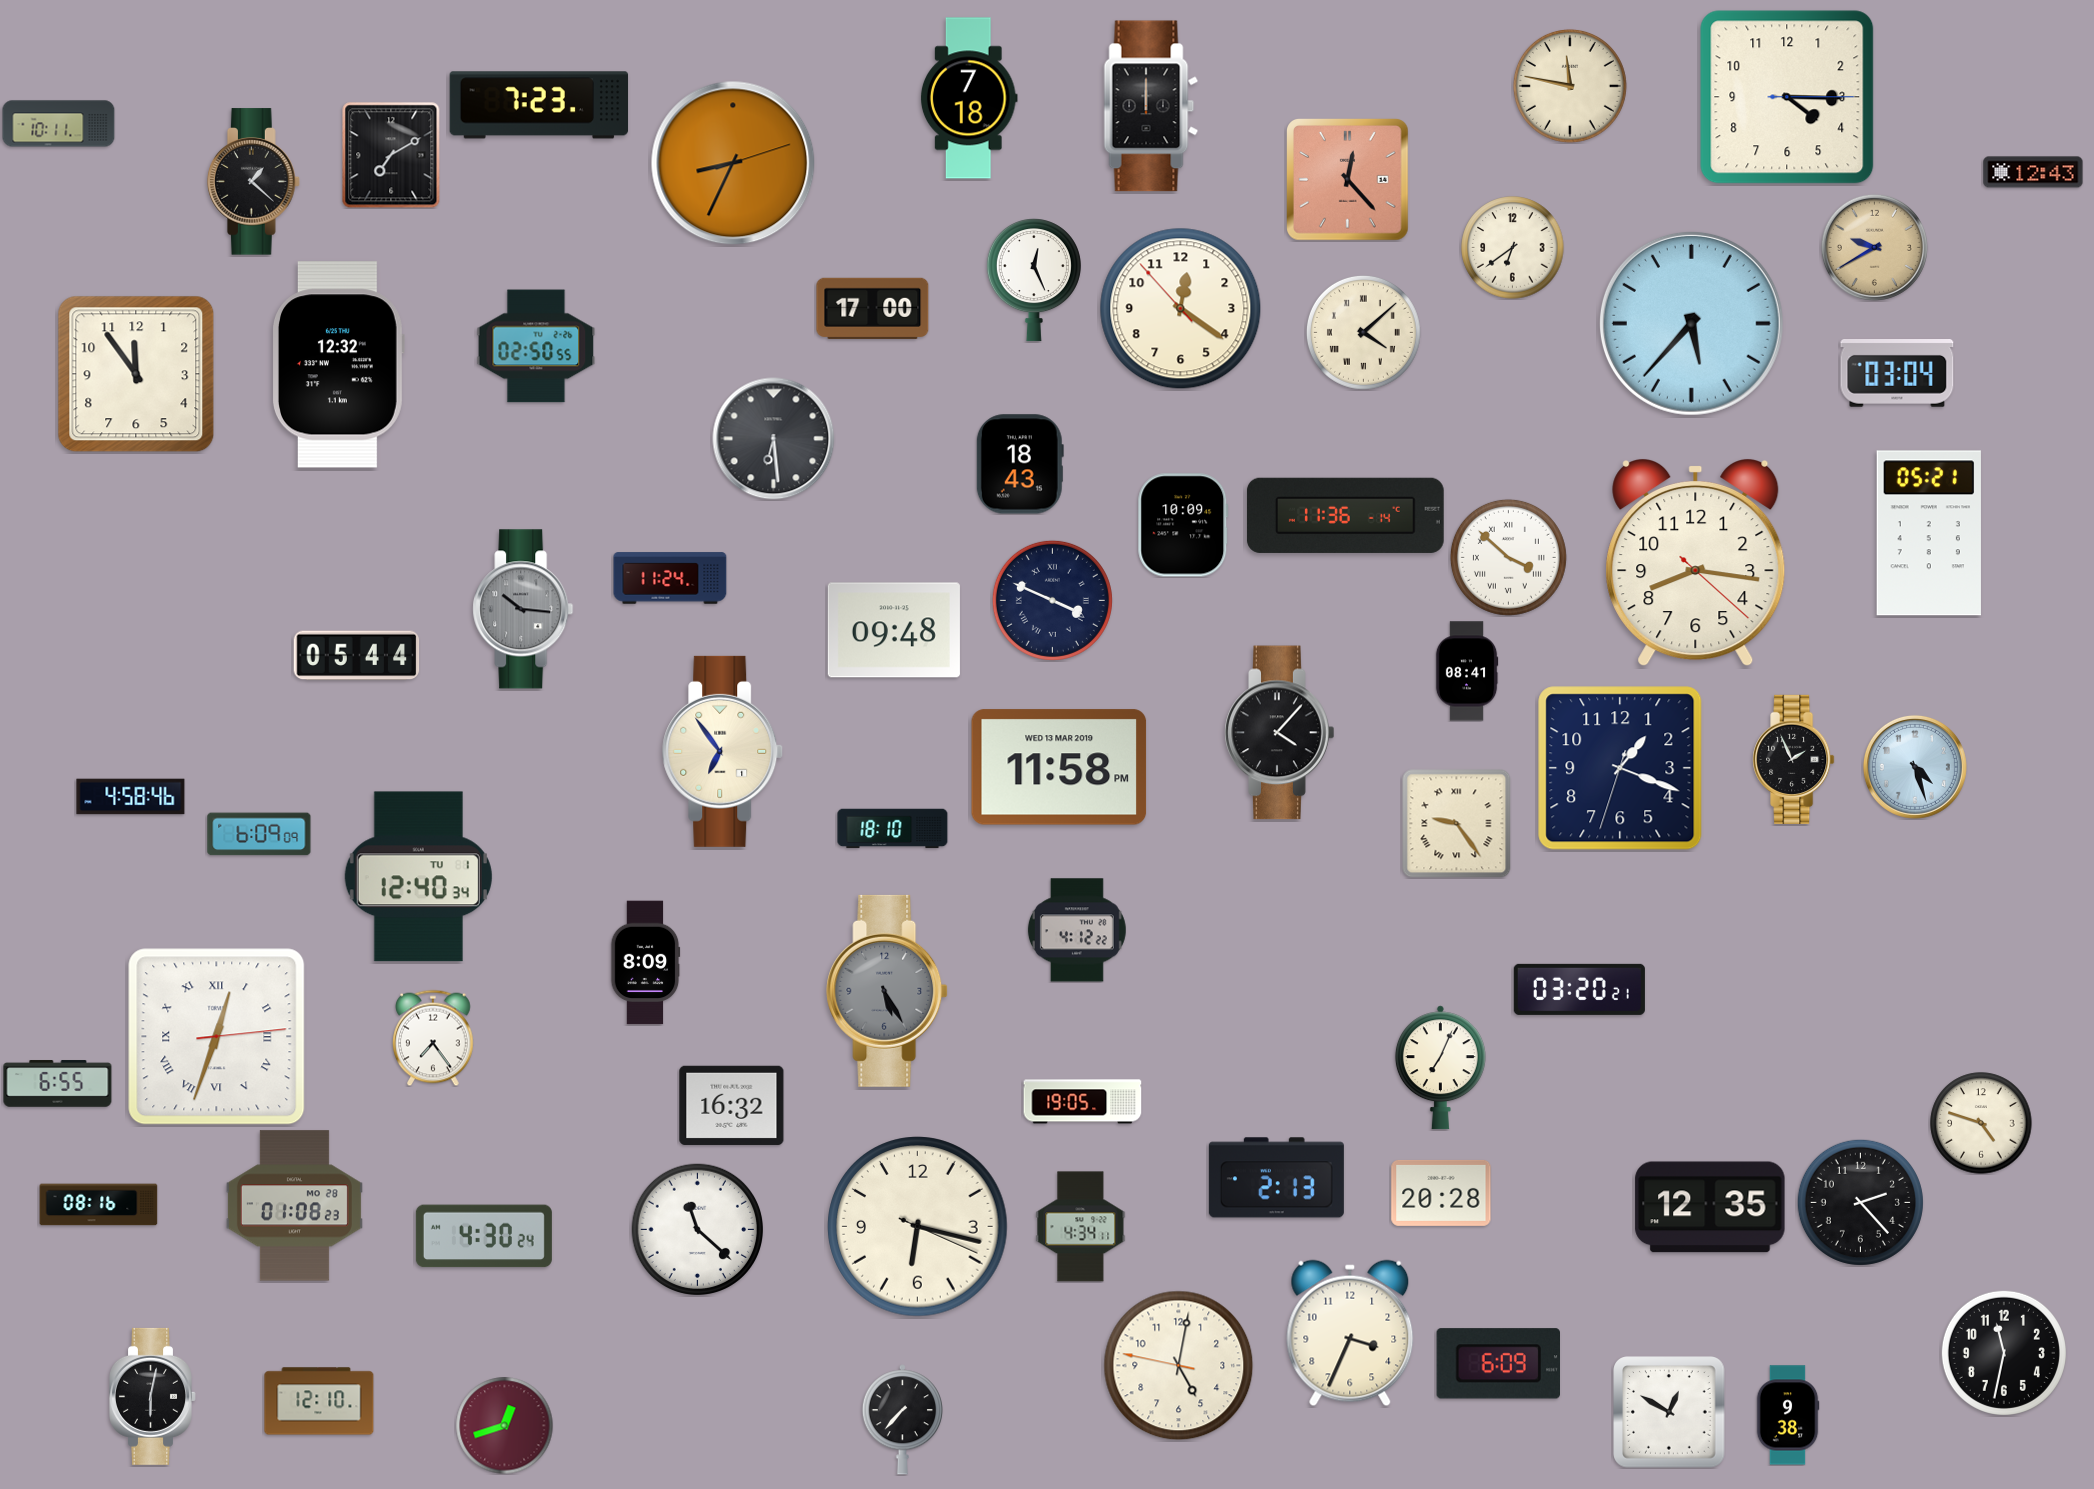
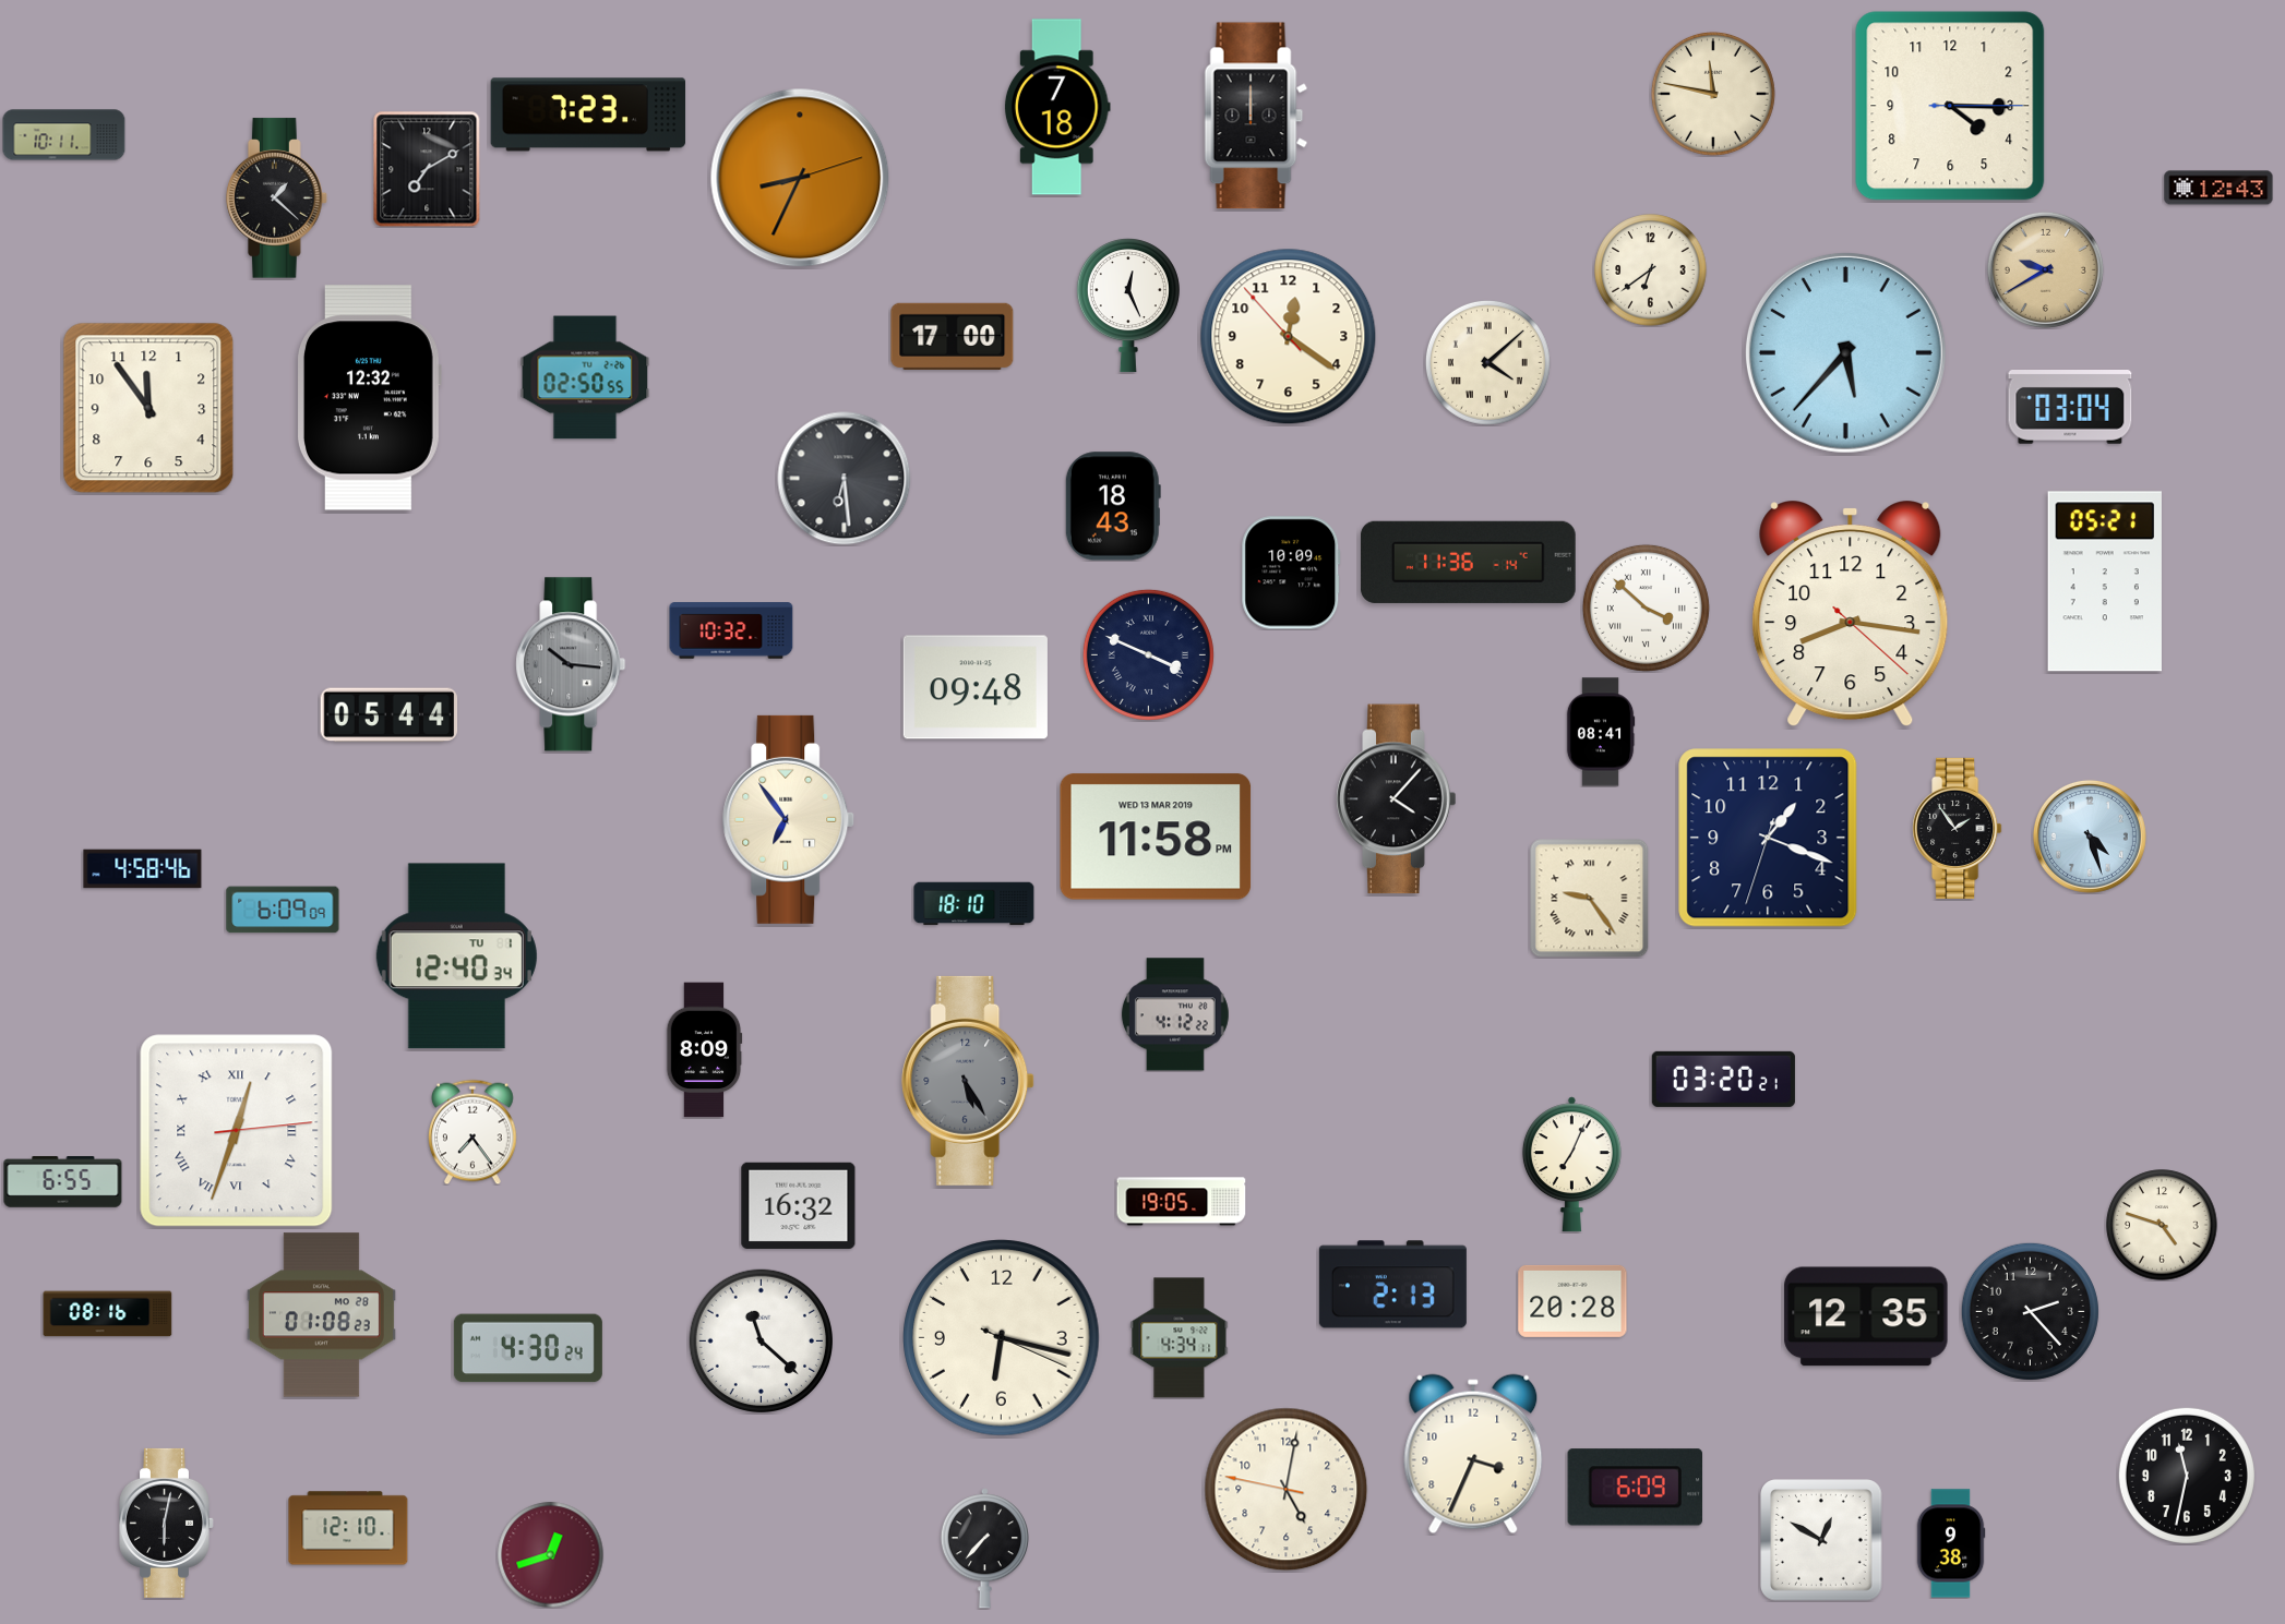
clock at (1348, 180): 12:23 -> none
clock at (670, 578): 11:24 -> 10:32
clock at (1794, 759): 1:56 -> 1:54
